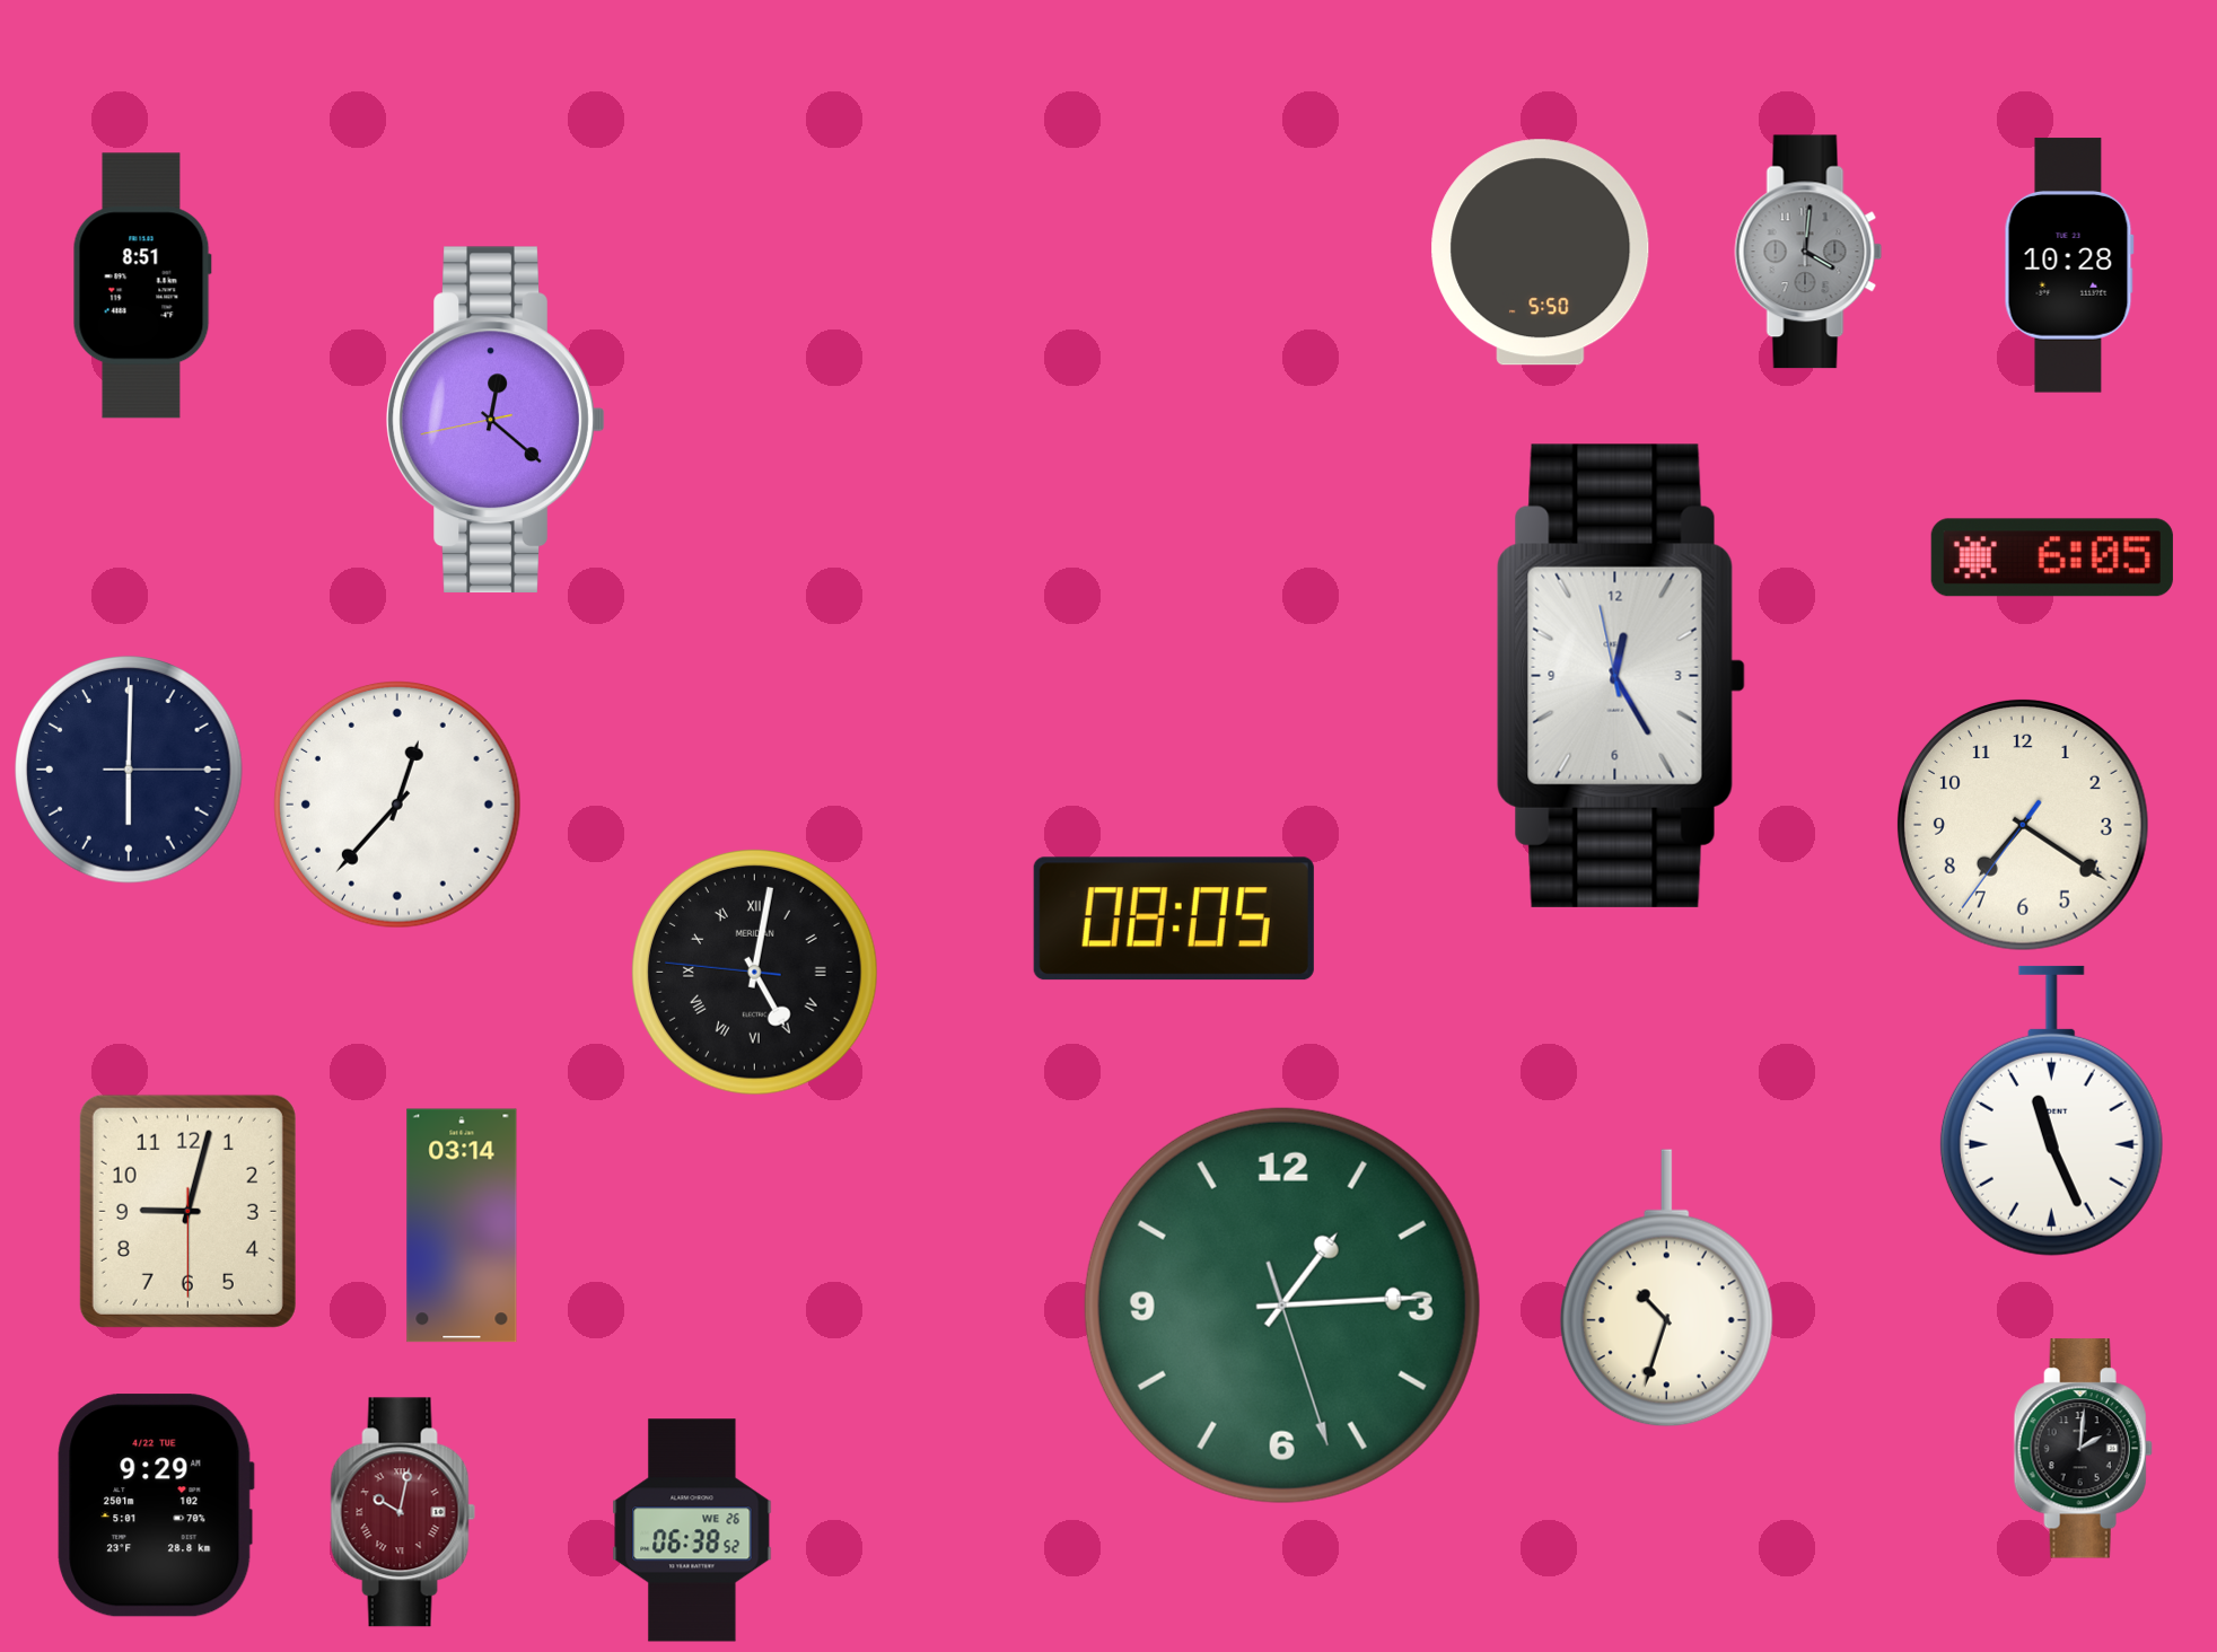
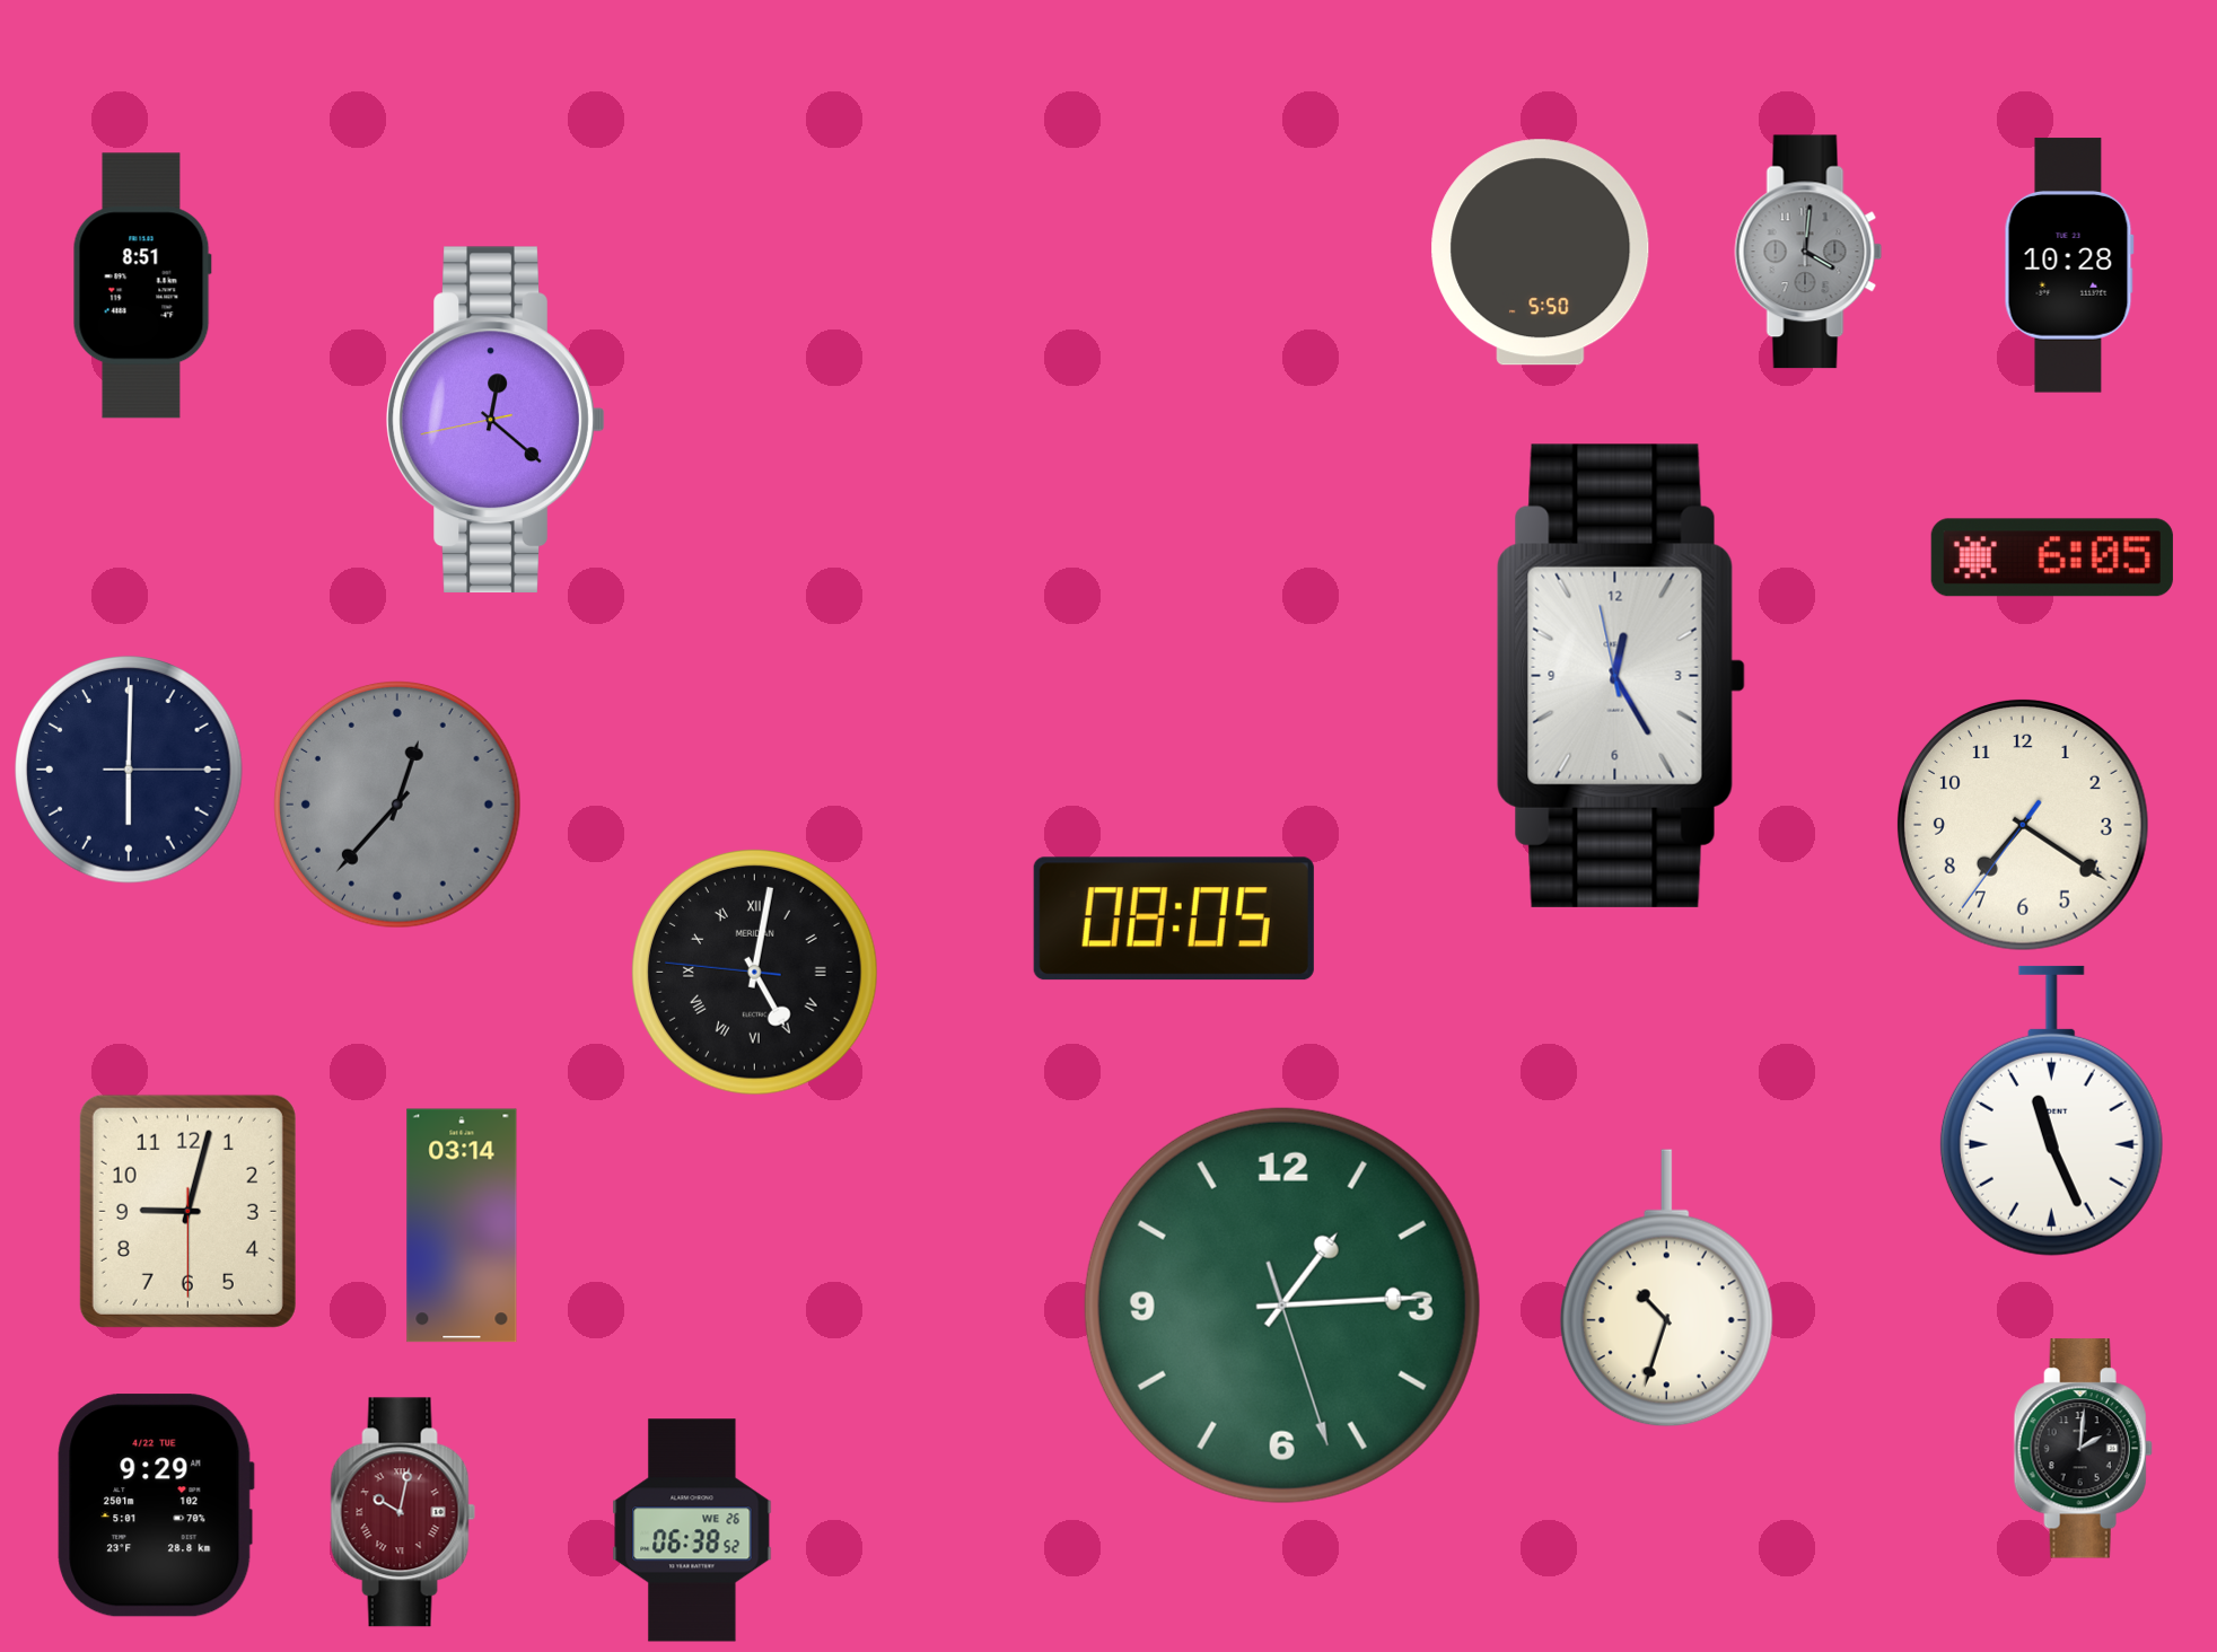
clock at (398, 806) dial: white -> grey
